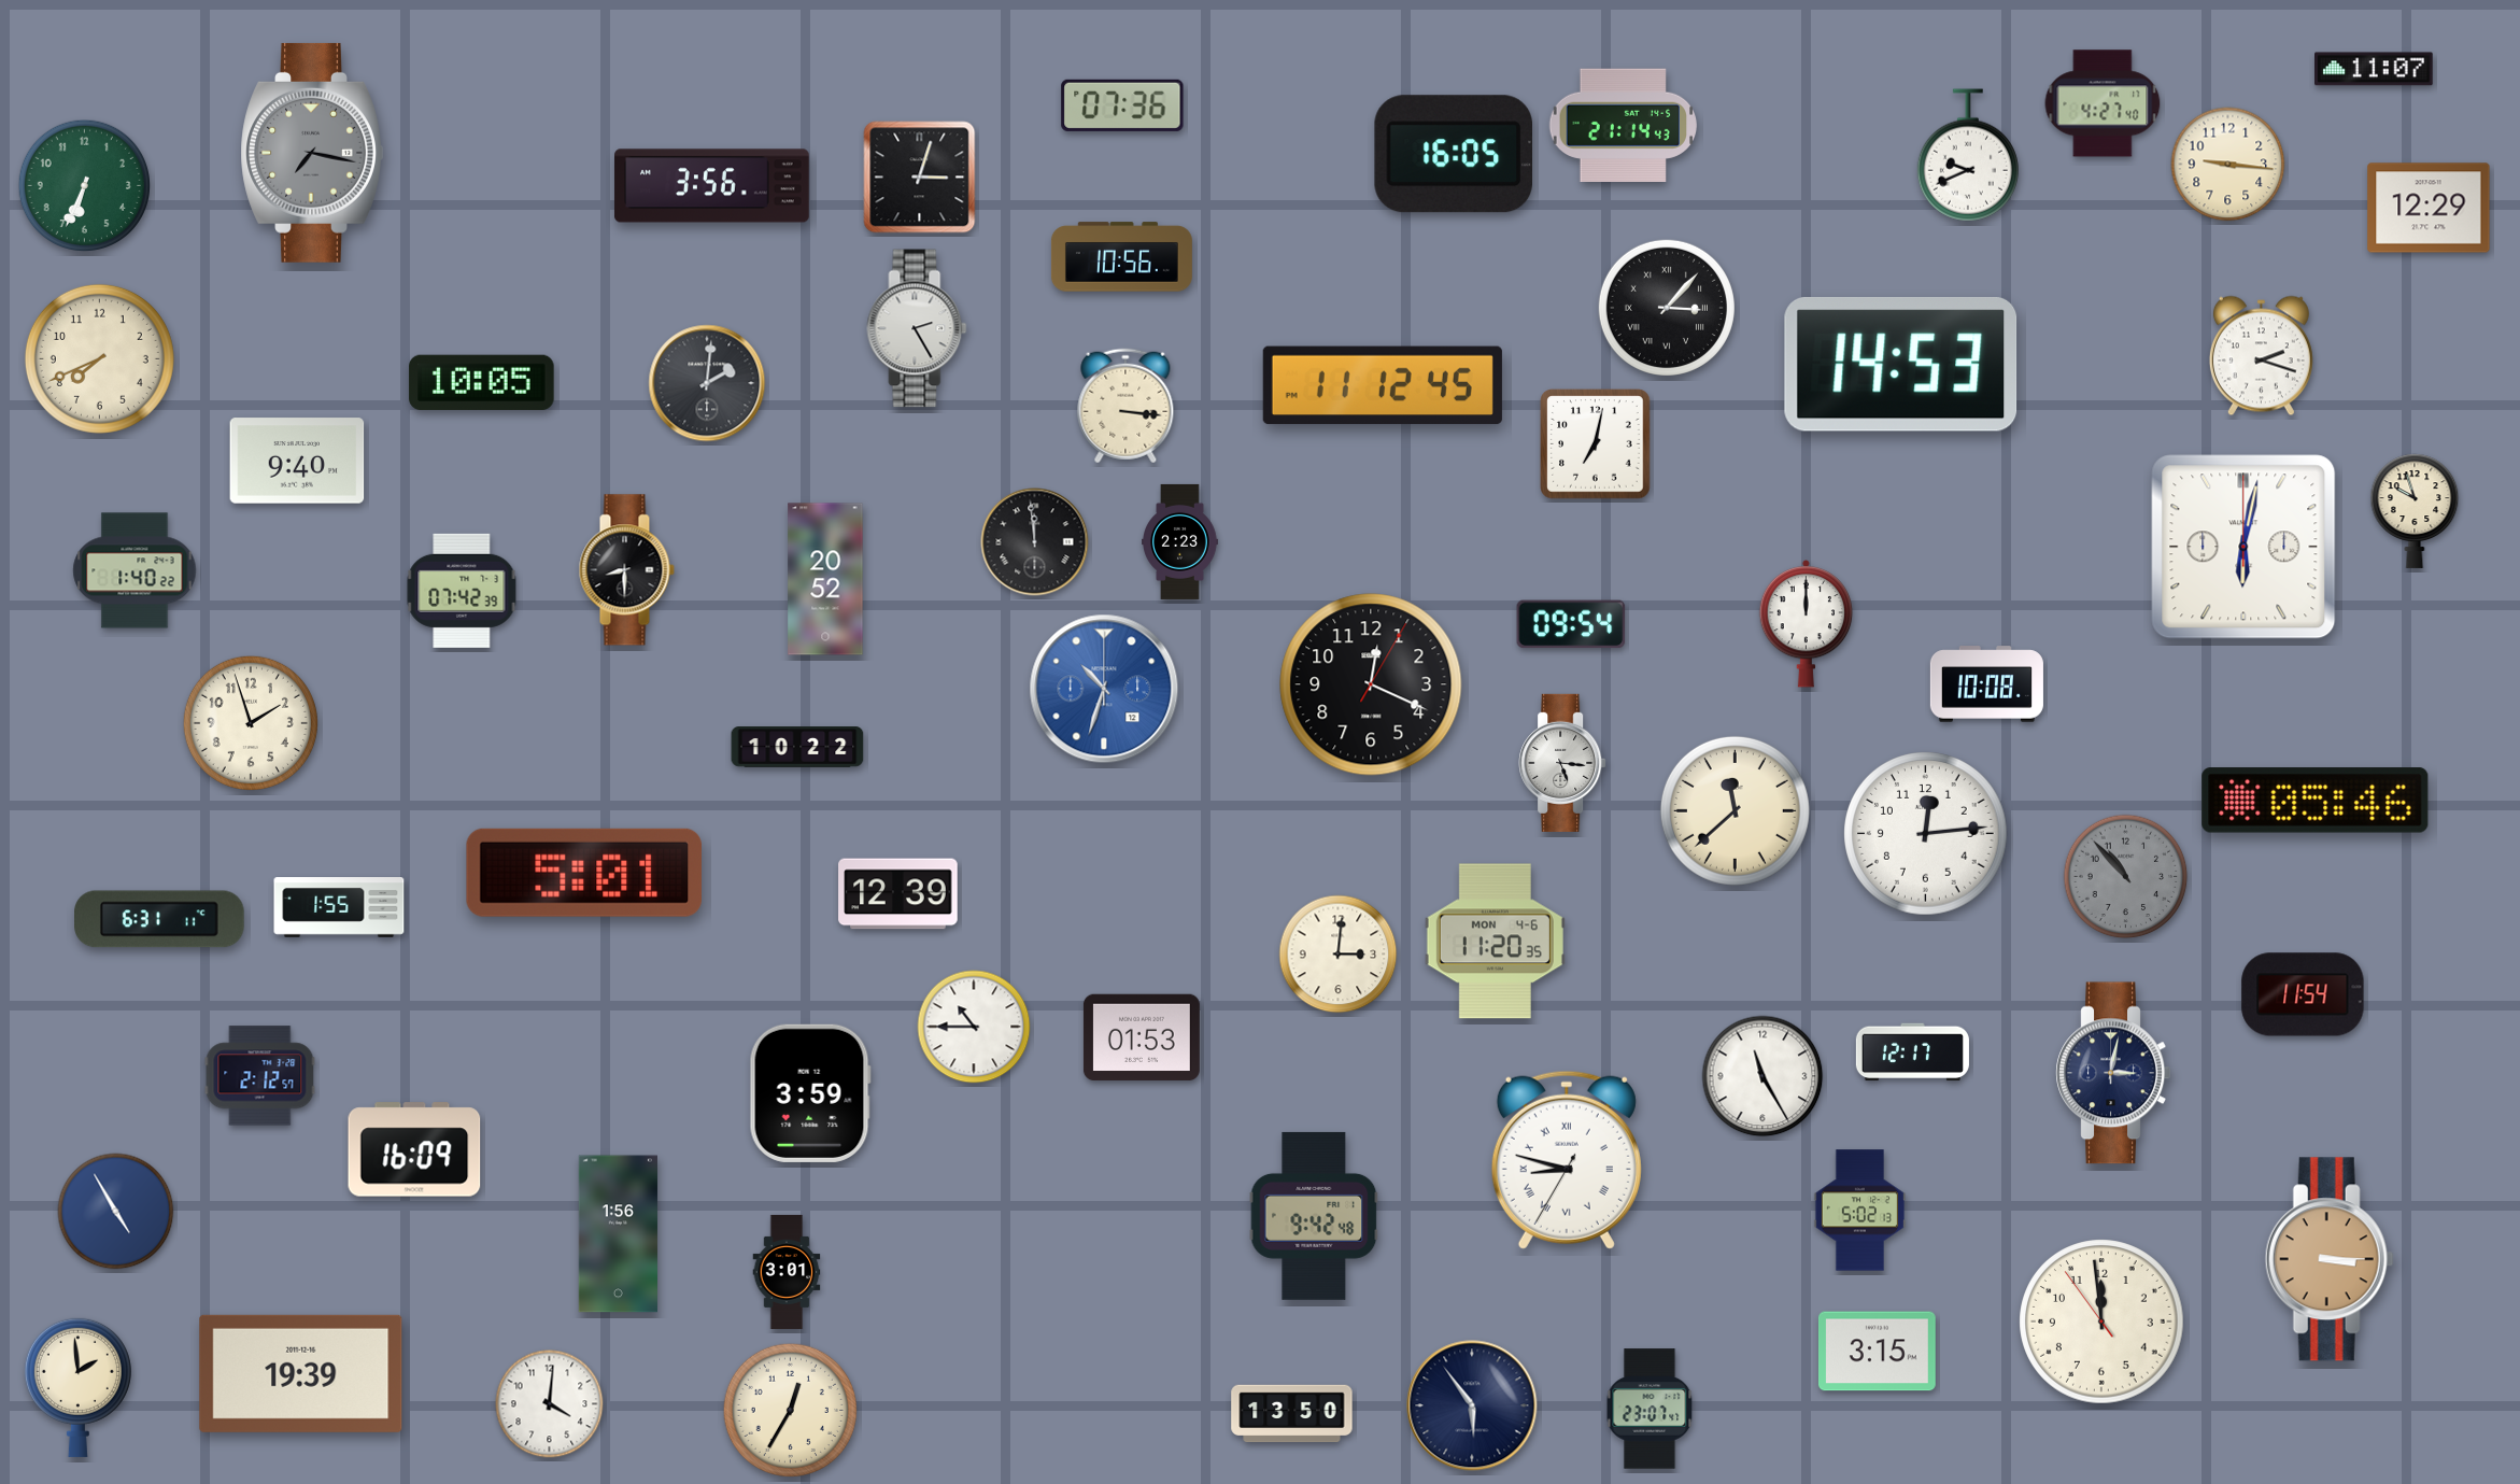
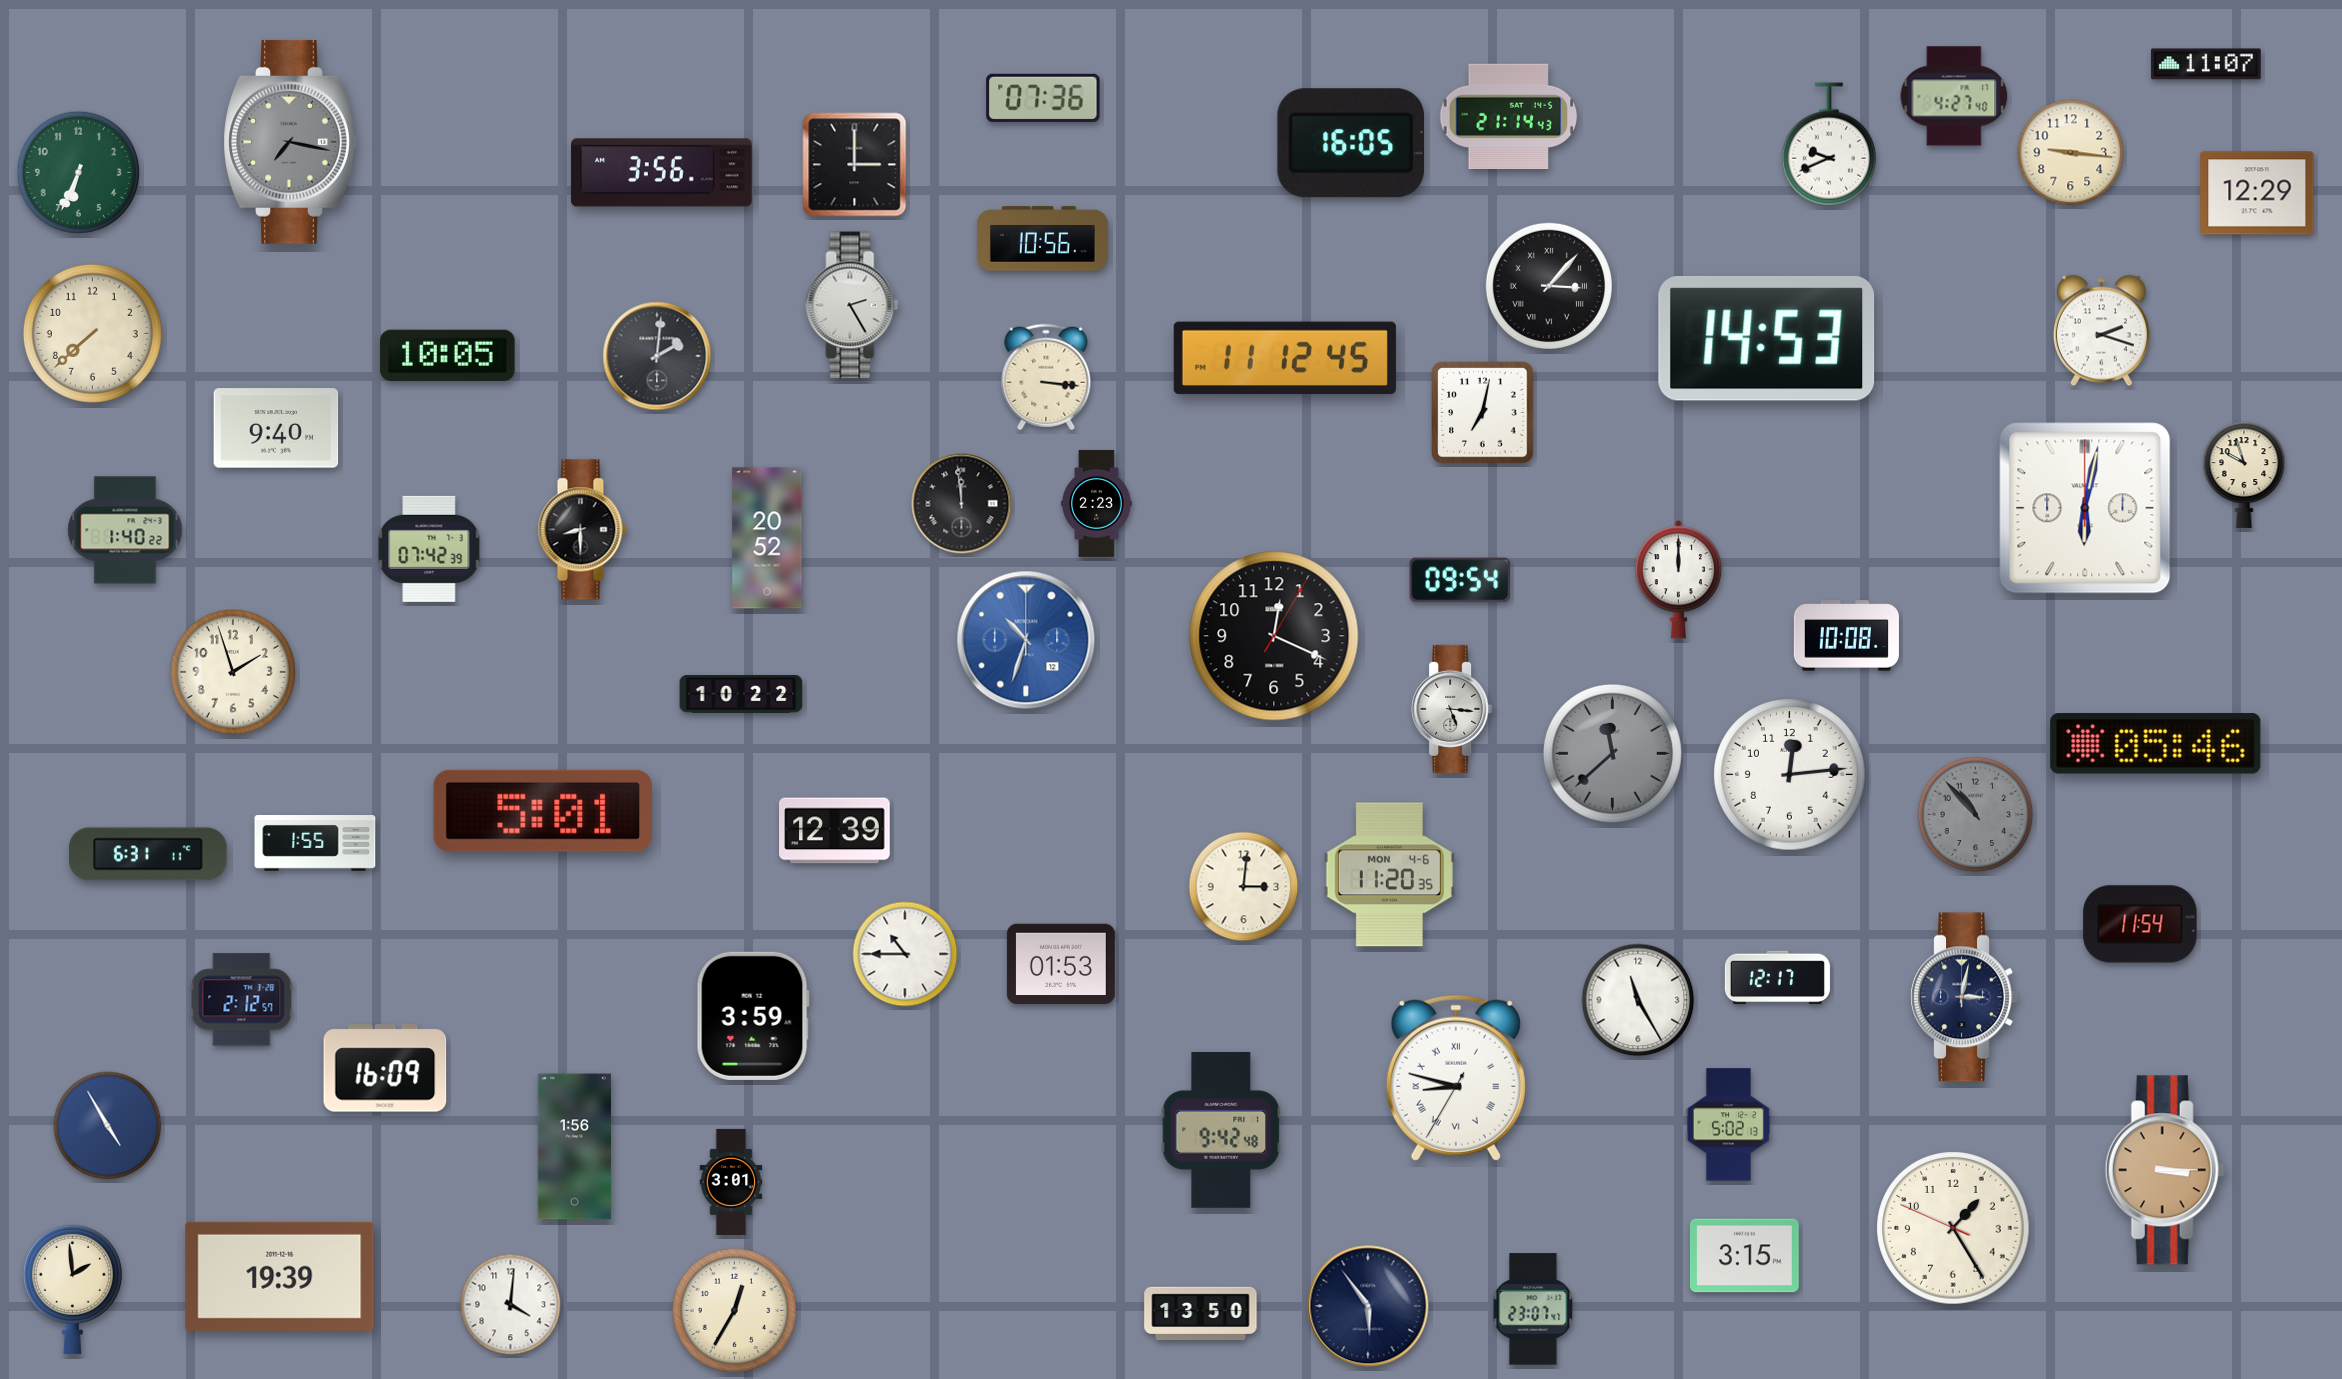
clock at (920, 178): 3:03 -> 3:00
clock at (99, 358): 7:41 -> 7:38
clock at (2316, 801) position: (2316, 801) -> (2156, 744)
clock at (1735, 810) dial: cream -> grey
clock at (2101, 1322): 11:58 -> 1:24
